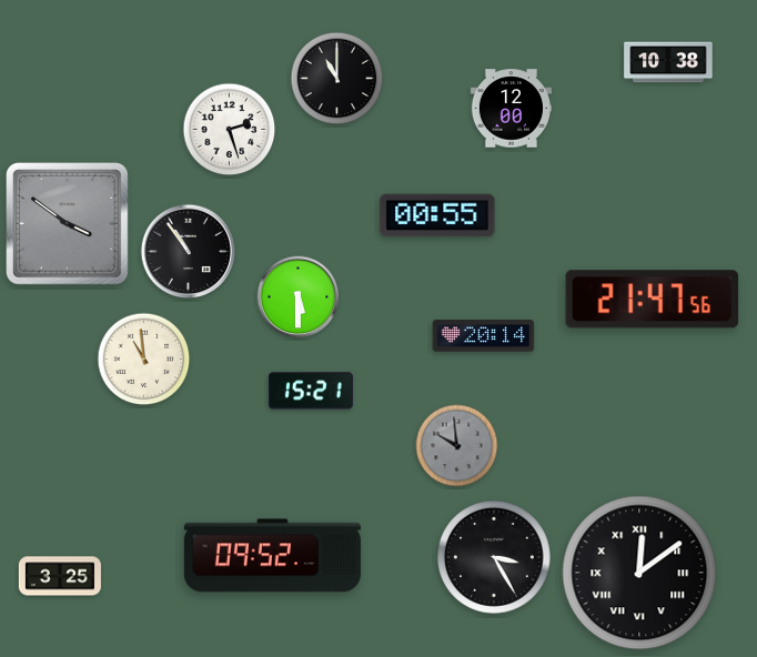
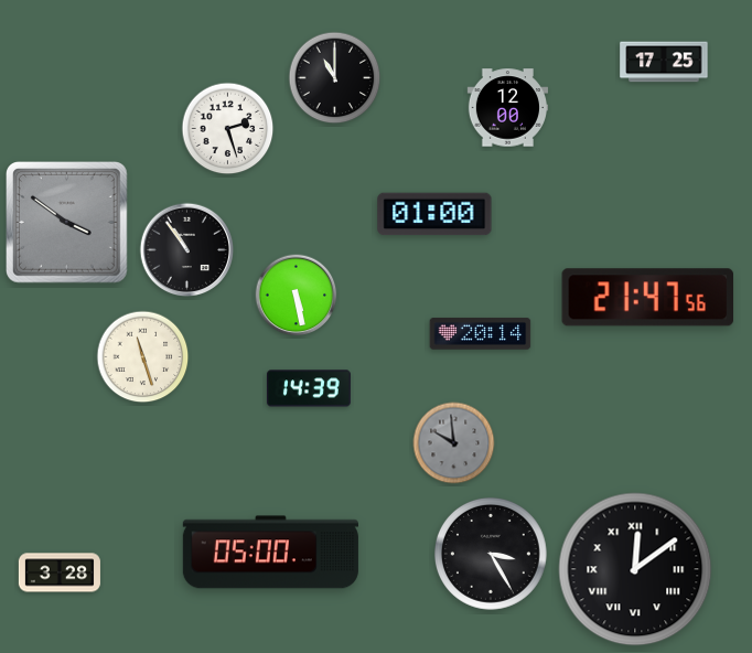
clock at (668, 62): 10:38 -> 17:25
clock at (437, 215): 00:55 -> 01:00
clock at (299, 297): 5:30 -> 5:28
clock at (144, 360): 10:59 -> 11:27
clock at (311, 391): 15:21 -> 14:39
clock at (272, 556): 09:52 -> 05:00
clock at (60, 576): 3:25 -> 3:28
